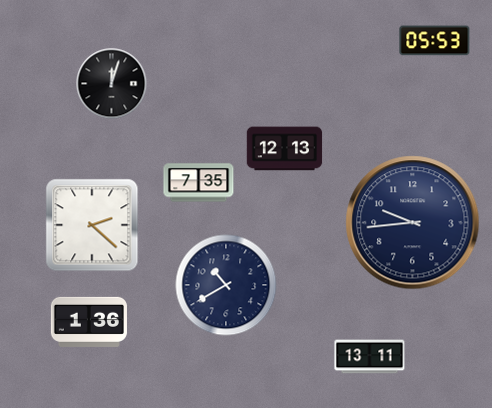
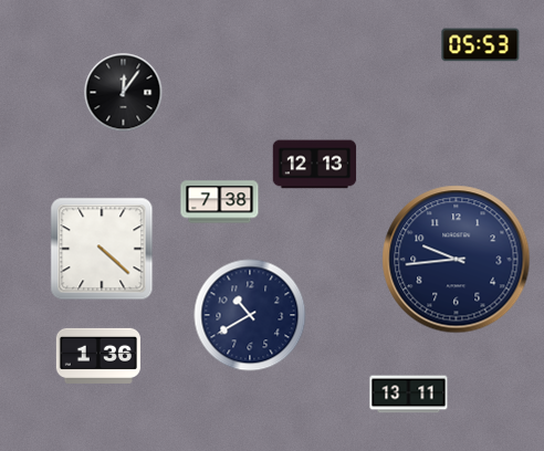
clock at (112, 84): 12:03 -> 12:06
clock at (199, 183): 7:35 -> 7:38
clock at (413, 223) position: (413, 223) -> (457, 260)
clock at (92, 225): 2:22 -> 4:22
